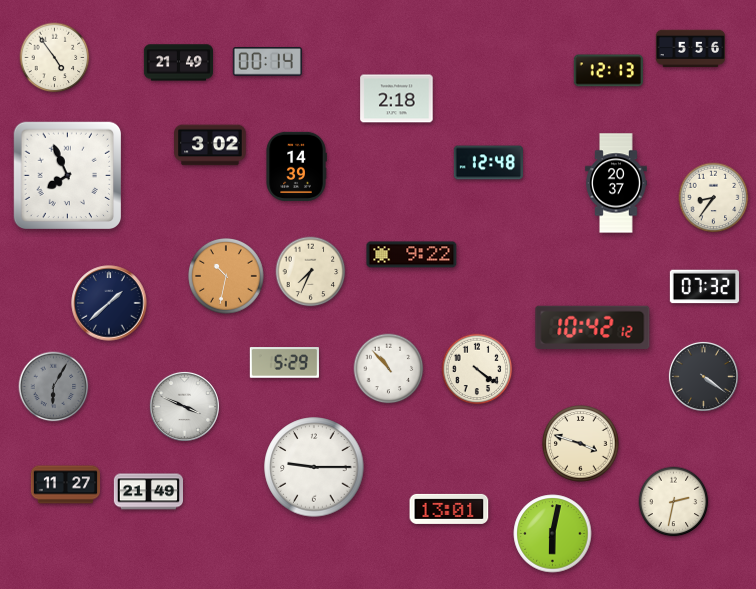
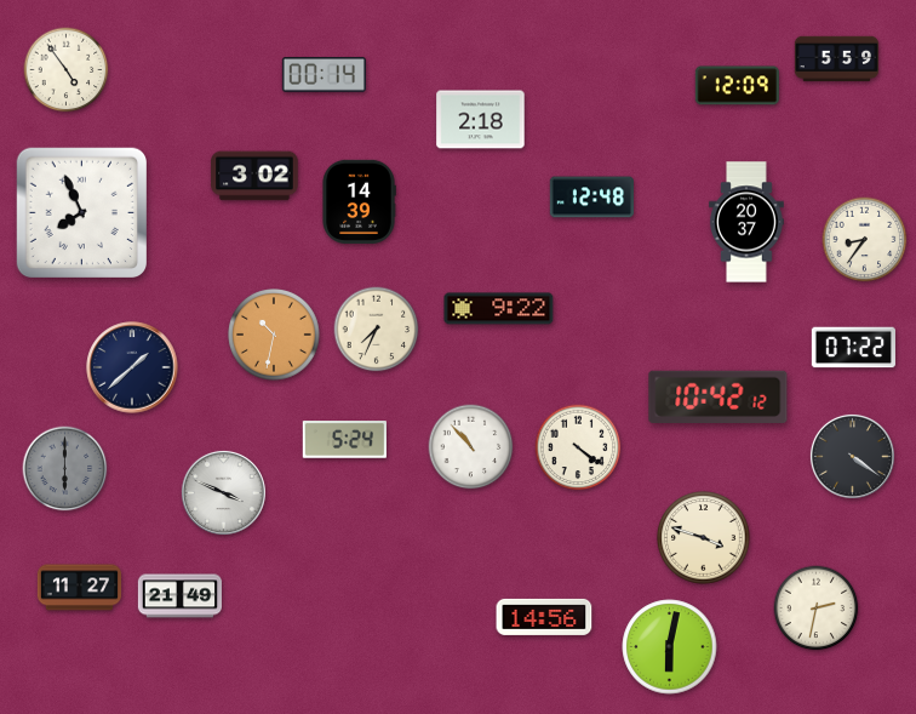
clock at (690, 49): 5:56 -> 5:59
clock at (178, 63): 21:49 -> none
clock at (608, 71): 12:13 -> 12:09
clock at (704, 287): 07:32 -> 07:22
clock at (284, 363): 5:29 -> 5:24
clock at (54, 387): 6:05 -> 6:00
clock at (314, 467): 9:15 -> none
clock at (449, 509): 13:01 -> 14:56
